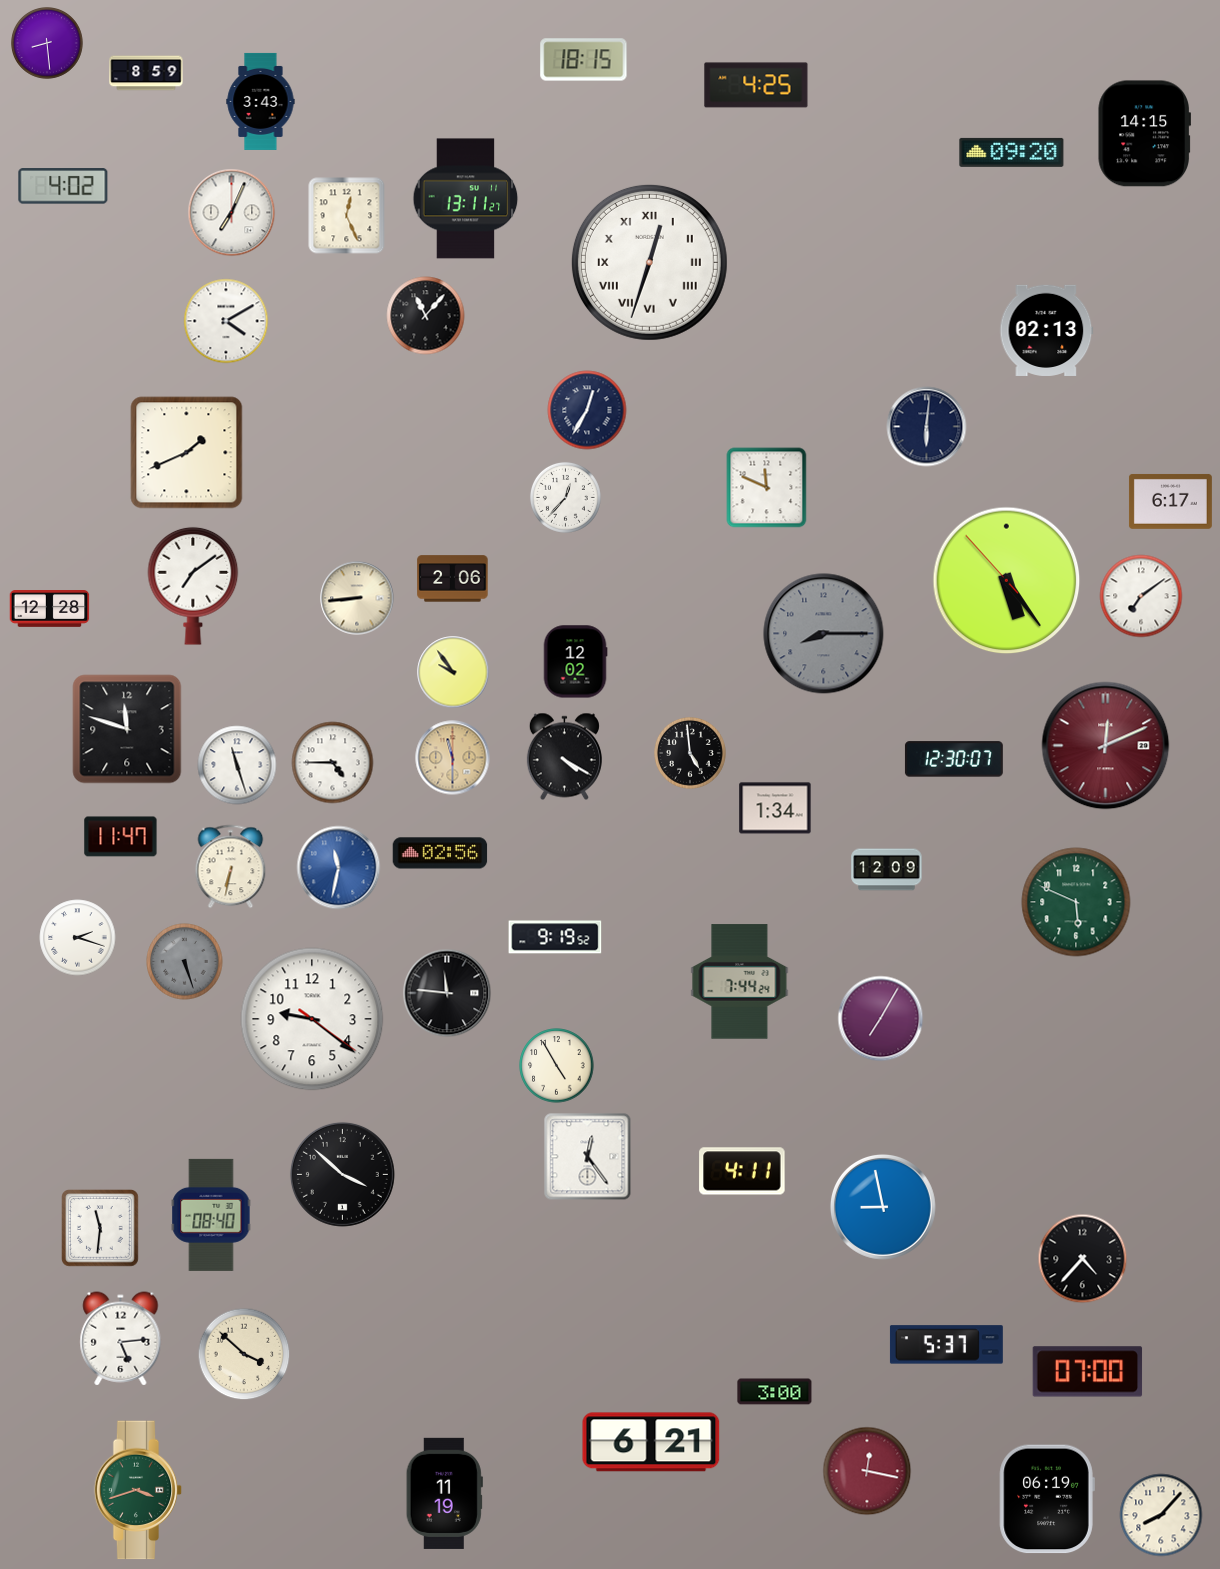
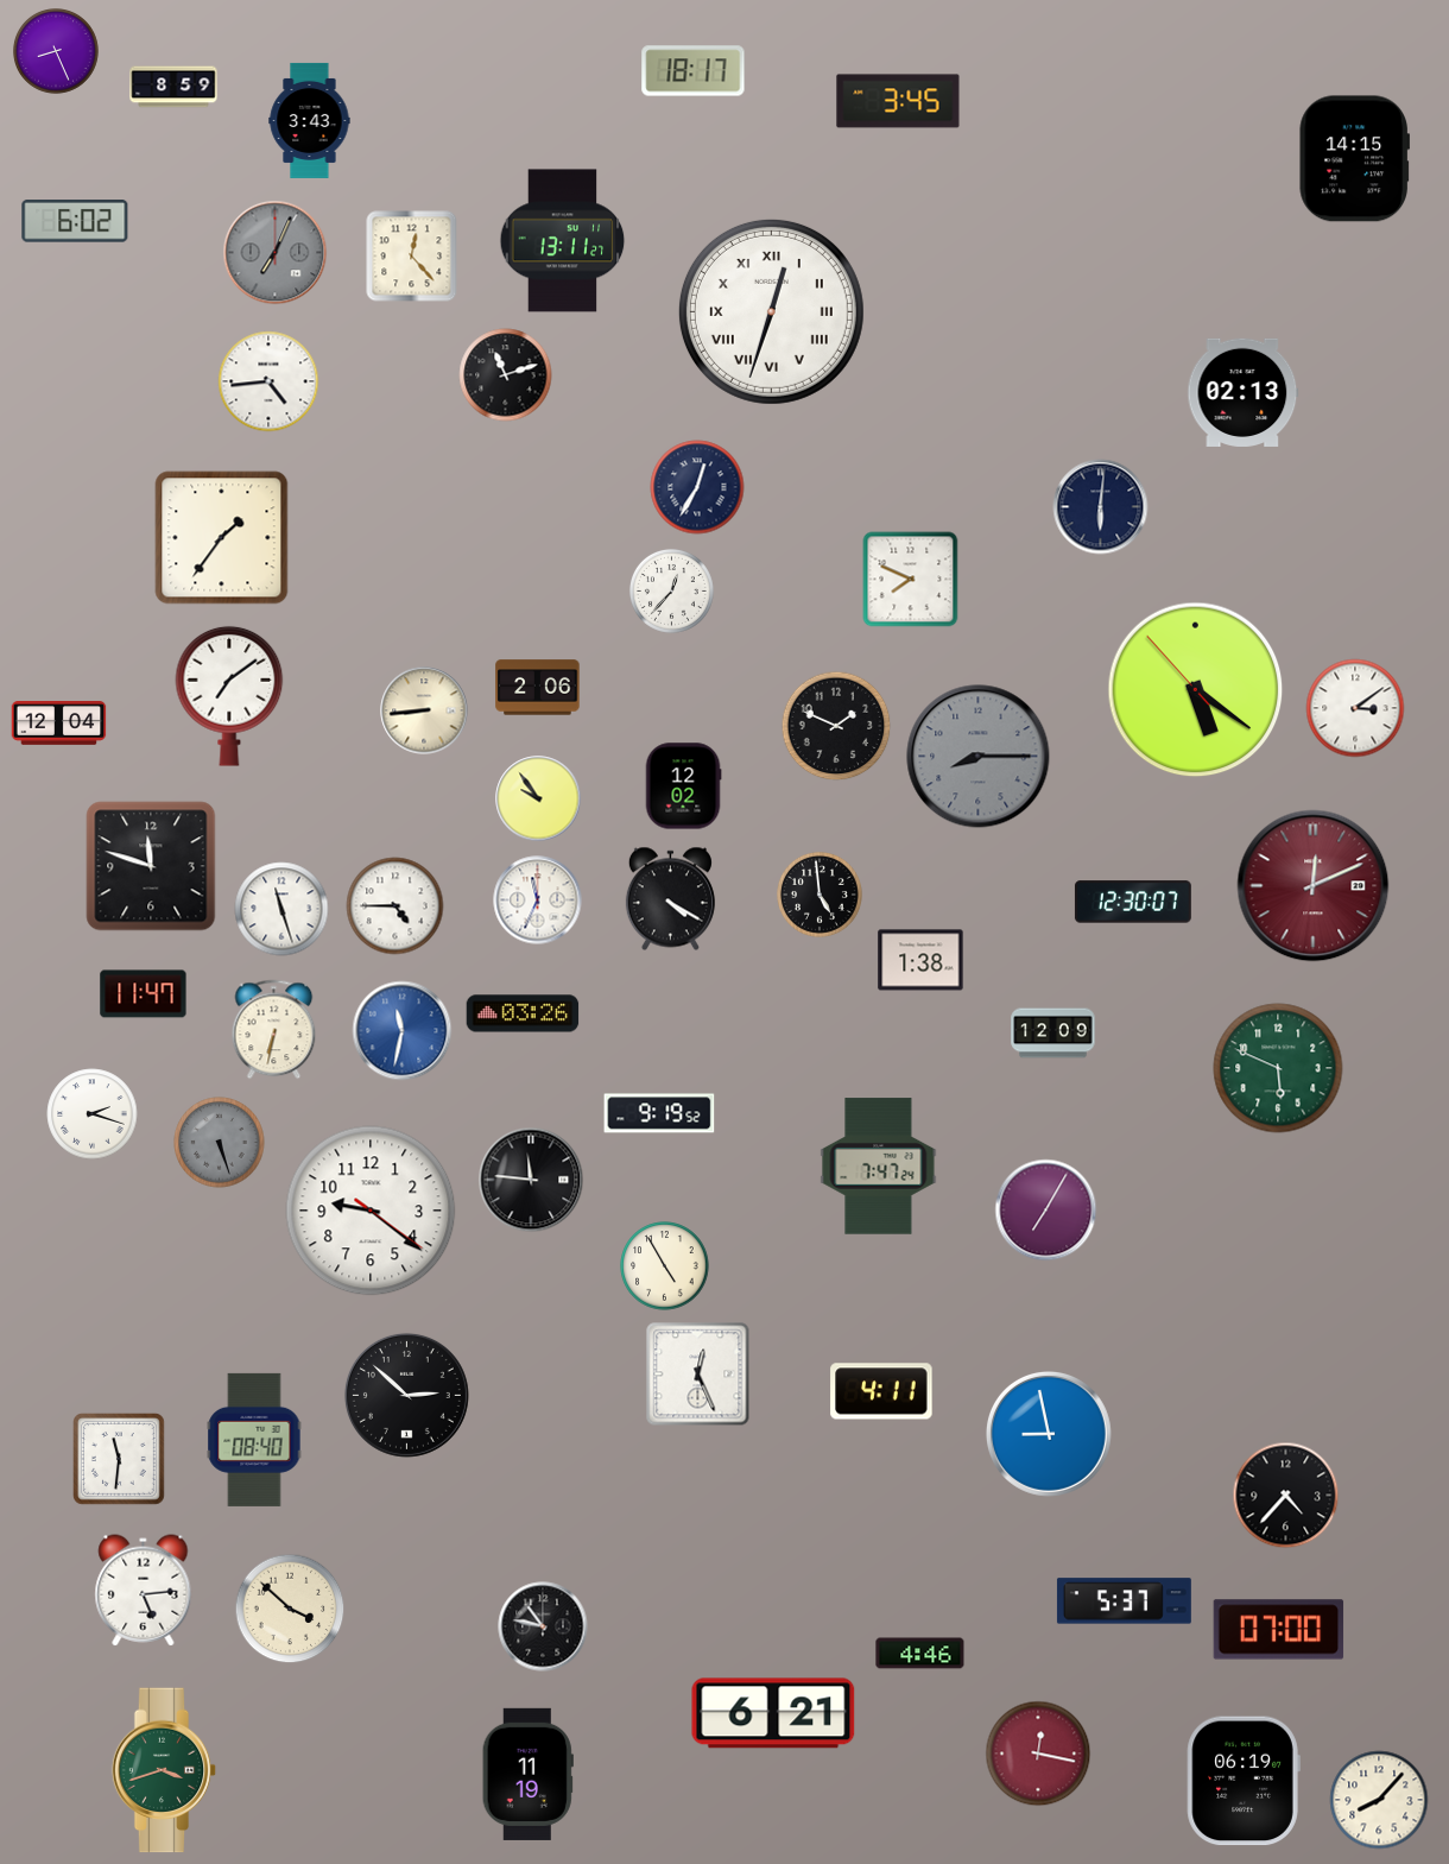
clock at (48, 44): 8:29 -> 8:26
clock at (584, 60): 18:15 -> 18:17
clock at (756, 85): 4:25 -> 3:45
clock at (1144, 134) position: (1144, 134) -> (1354, 159)
clock at (1012, 152): 09:20 -> none
clock at (63, 186): 4:02 -> 6:02
clock at (466, 199) position: (466, 199) -> (563, 241)
clock at (232, 213) dial: white -> grey
clock at (347, 216): 12:26 -> 12:23
clock at (426, 316): 11:07 -> 11:12
clock at (226, 321): 4:10 -> 4:44
clock at (187, 453): 1:41 -> 1:36
clock at (767, 488): 11:49 -> 7:49
clock at (1170, 501): 6:17 -> none
clock at (1007, 581): 5:23 -> 5:20
clock at (1141, 596): 7:09 -> 3:09
clock at (50, 609): 12:28 -> 12:04
clock at (836, 726): none -> 1:49
clock at (824, 634) position: (824, 634) -> (979, 757)
clock at (453, 758): 11:30 -> 11:34
clock at (453, 758) dial: champagne -> white
clock at (775, 808): 1:34 -> 1:38
clock at (440, 853): 02:56 -> 03:26
clock at (1076, 902) position: (1076, 902) -> (1278, 1068)
clock at (740, 982): 7:44 -> 7:47
clock at (557, 1066) position: (557, 1066) -> (665, 1266)
clock at (588, 1157): 12:24 -> 12:26
clock at (342, 1174): 3:52 -> 2:52
clock at (211, 1215) position: (211, 1215) -> (254, 1440)
clock at (946, 1345) position: (946, 1345) -> (1124, 1601)
clock at (543, 1626): none -> 10:47
clock at (1088, 1372) position: (1088, 1372) -> (1279, 1630)
clock at (775, 1392): 3:00 -> 4:46
clock at (867, 1471) position: (867, 1471) -> (1038, 1754)
